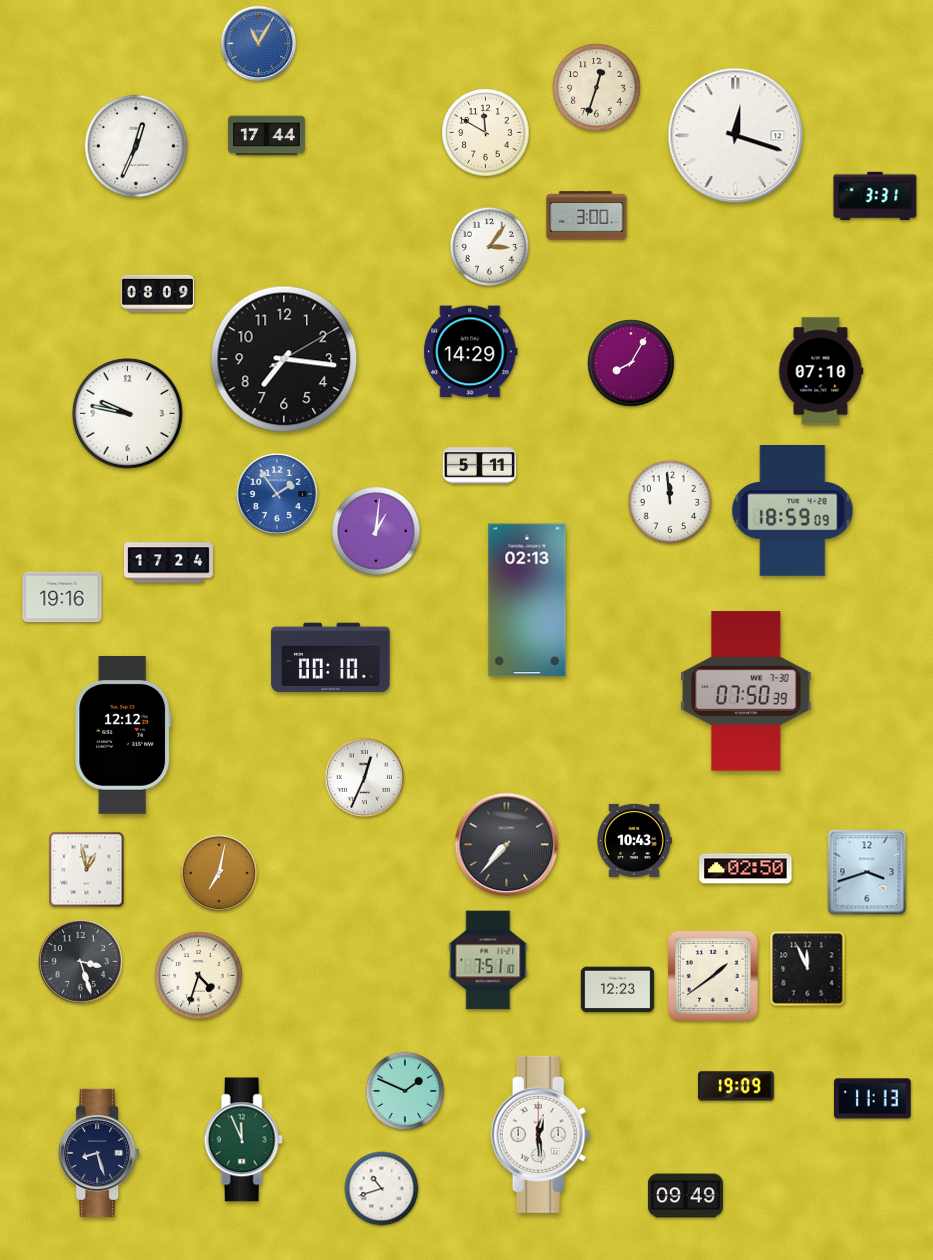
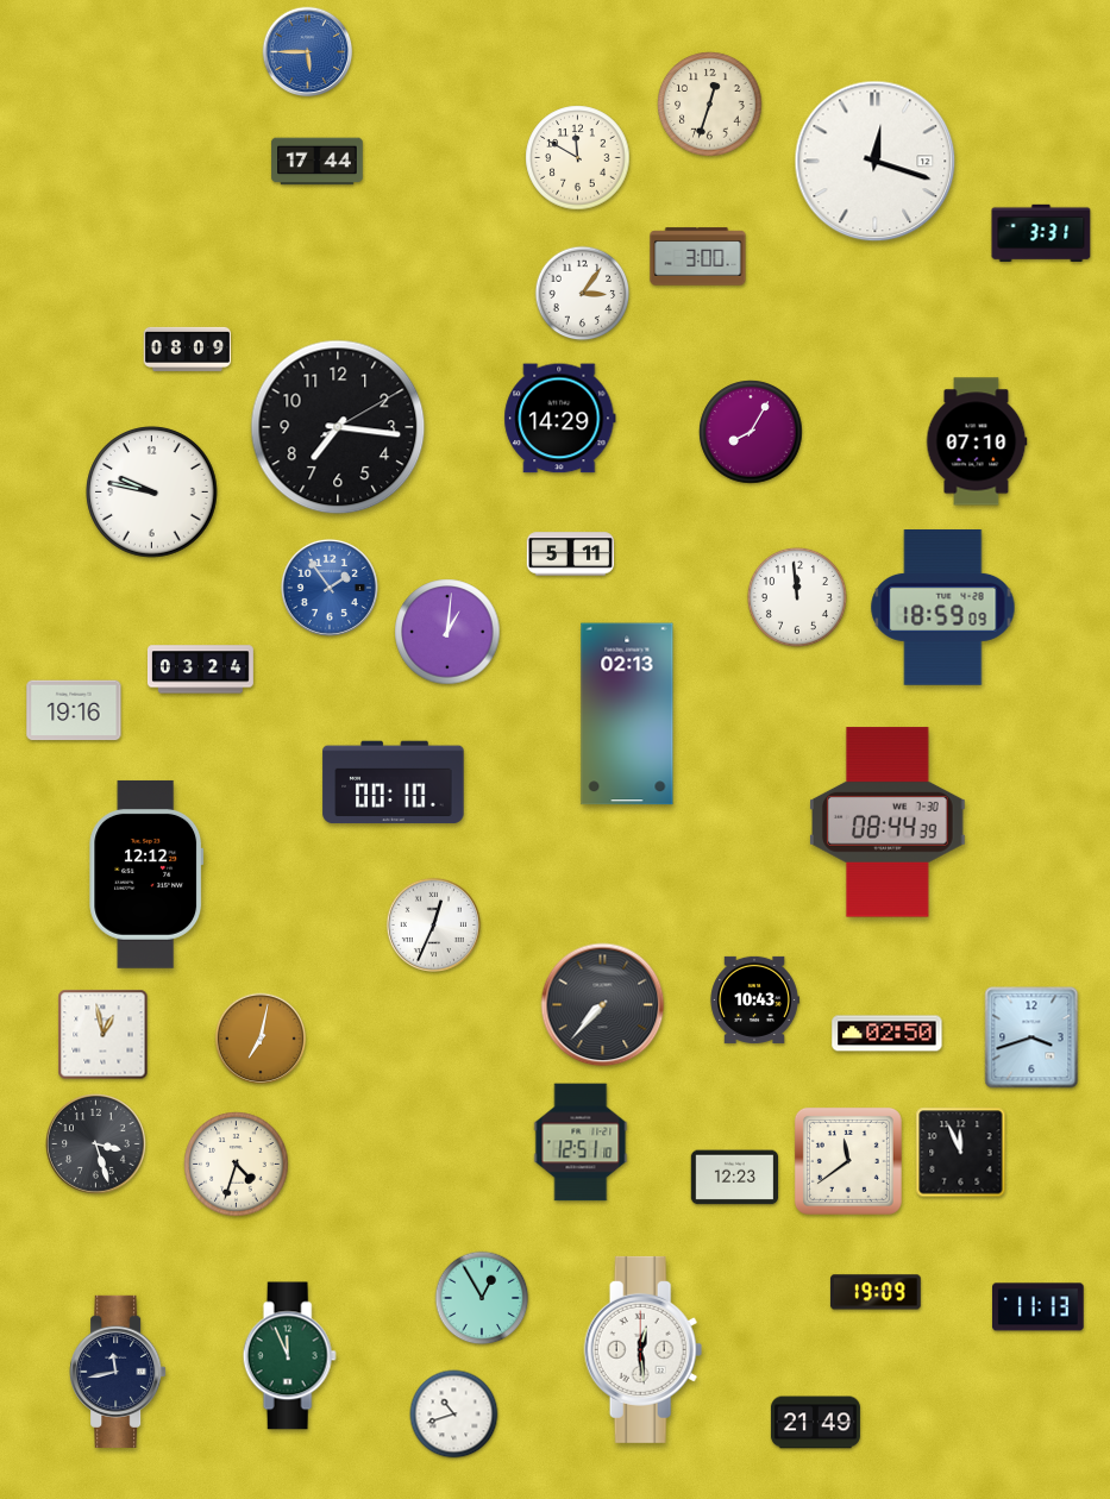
clock at (259, 44): 11:05 -> 5:45
clock at (136, 146): 12:34 -> none
clock at (168, 563): 17:24 -> 03:24
clock at (747, 691): 07:50 -> 08:44
clock at (488, 960): 7:51 -> 12:51
clock at (199, 976) position: (199, 976) -> (237, 1165)
clock at (713, 976): 1:39 -> 11:39
clock at (405, 1091): 1:49 -> 12:55
clock at (99, 1153): 8:27 -> 11:43
clock at (685, 1196): 09:49 -> 21:49
